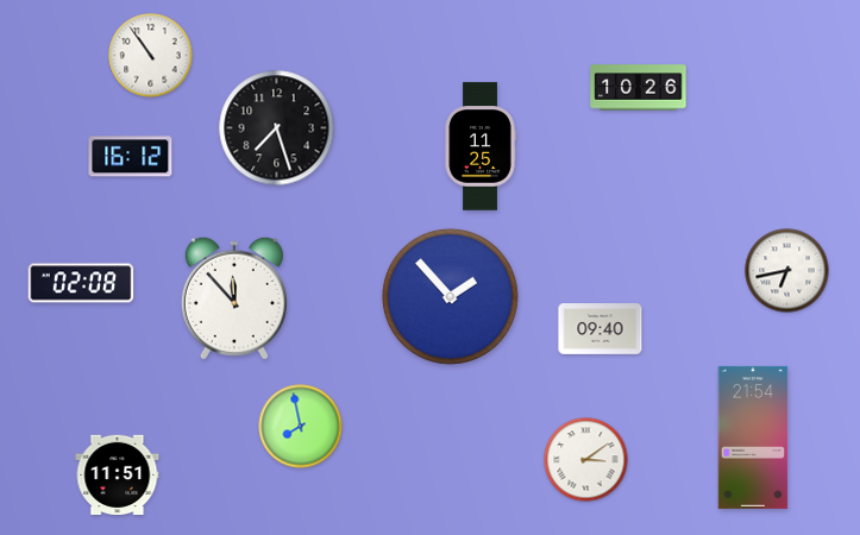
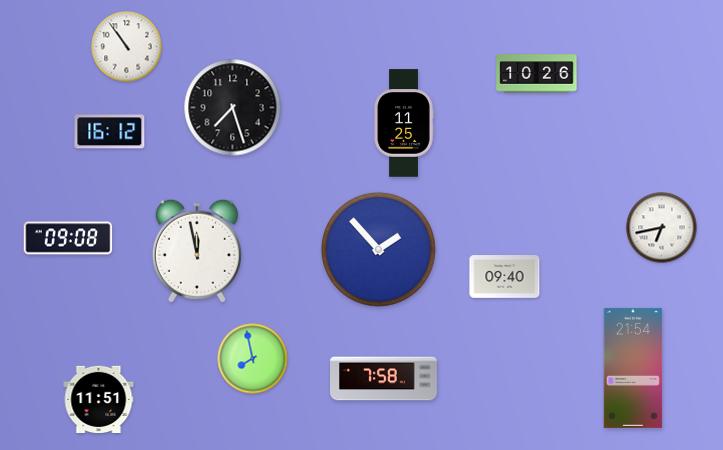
clock at (81, 283): 02:08 -> 09:08
clock at (234, 298): 11:53 -> 11:58
clock at (384, 379): none -> 7:58
clock at (586, 460): 3:09 -> none
